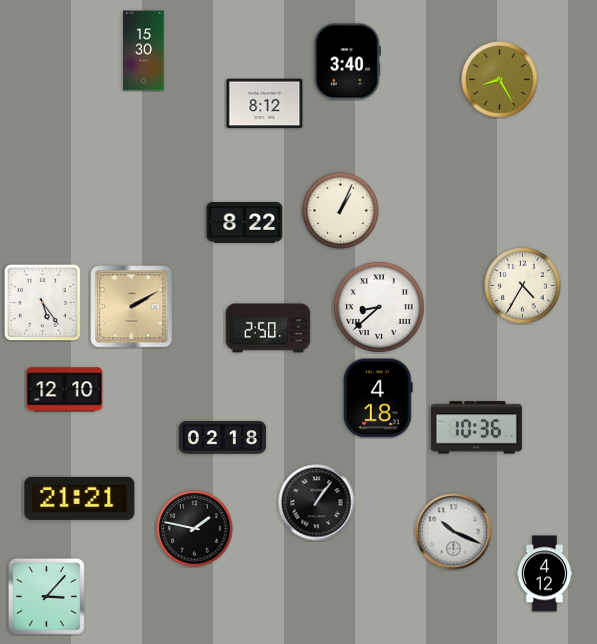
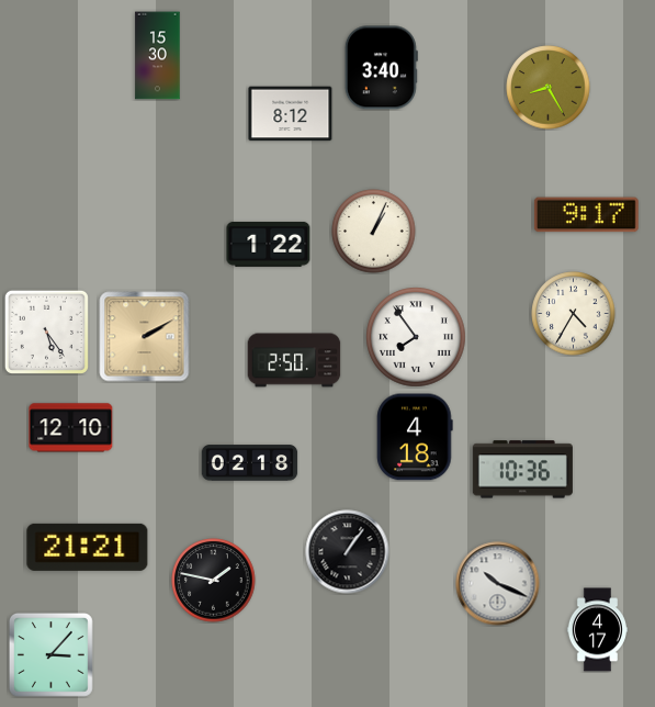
clock at (586, 215): none -> 9:17
clock at (245, 222): 8:22 -> 1:22
clock at (379, 307): 8:38 -> 7:54
clock at (223, 438) position: (223, 438) -> (250, 463)
clock at (544, 574): 4:12 -> 4:17
